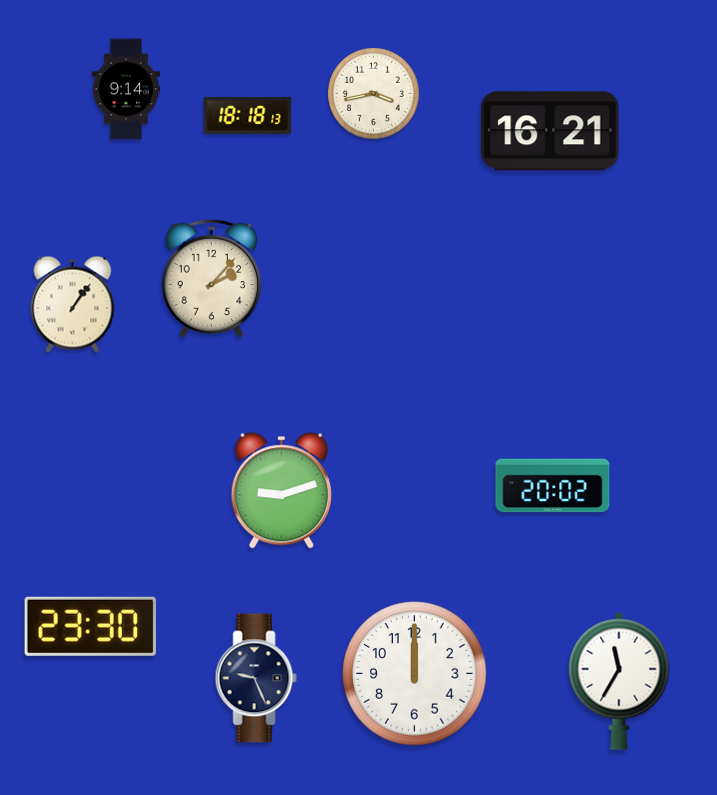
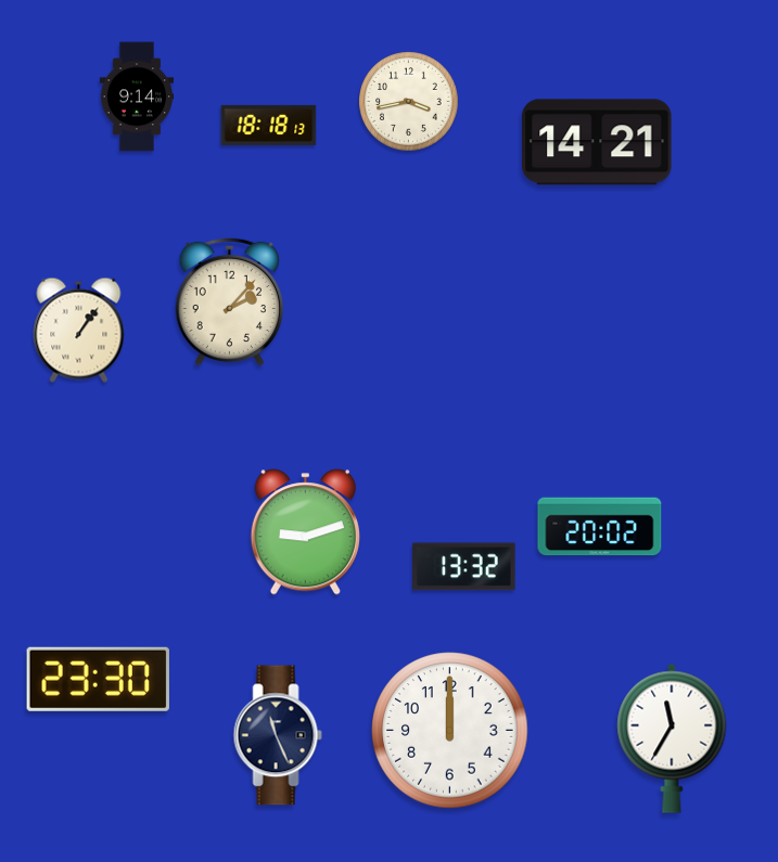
clock at (374, 94) position: (374, 94) -> (409, 102)
clock at (550, 131): 16:21 -> 14:21
clock at (464, 567): none -> 13:32
clock at (256, 678): 9:26 -> 11:26
